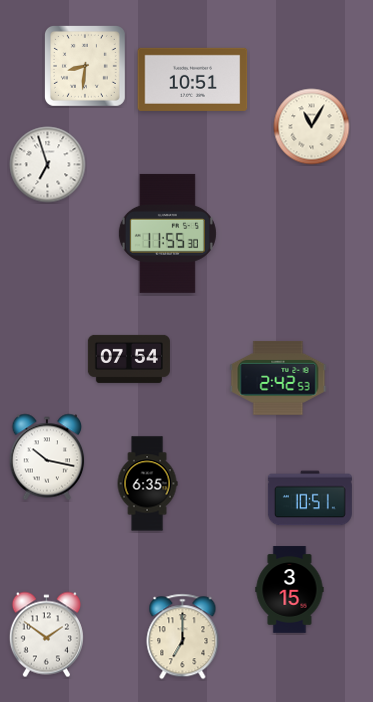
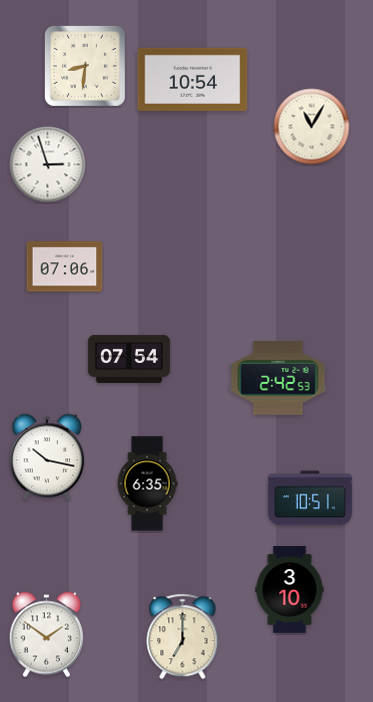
clock at (193, 79): 10:51 -> 10:54
clock at (48, 165): 6:57 -> 2:57
clock at (167, 233): 11:55 -> none
clock at (65, 267): none -> 07:06
clock at (290, 590): 3:15 -> 3:10
